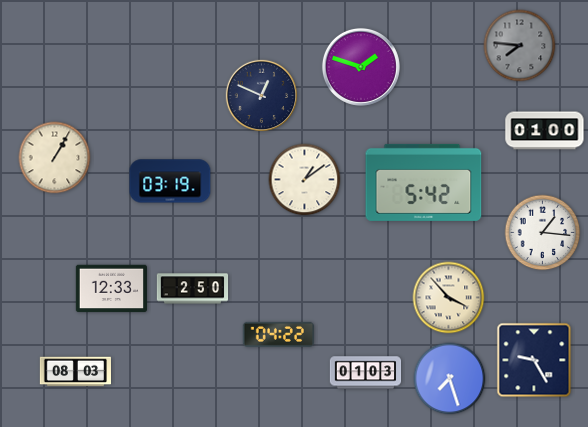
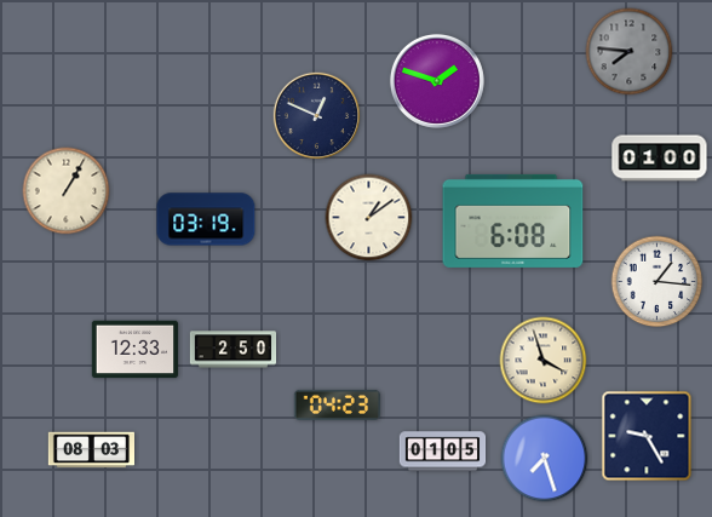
clock at (520, 46) position: (520, 46) -> (630, 52)
clock at (424, 182): 5:42 -> 6:08
clock at (449, 298): 3:53 -> 3:57
clock at (278, 334): 04:22 -> 04:23
clock at (366, 373): 01:03 -> 01:05
